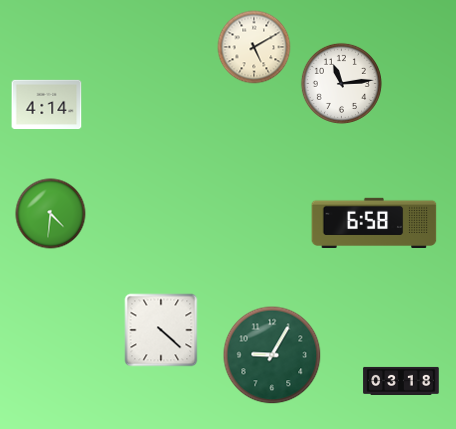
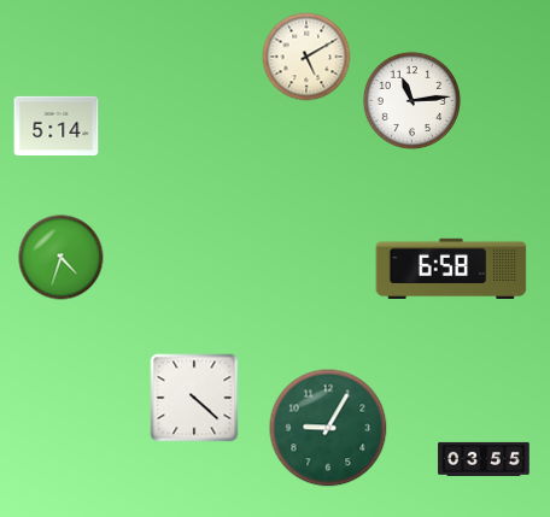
clock at (47, 105): 4:14 -> 5:14
clock at (51, 214): 4:31 -> 4:33
clock at (401, 381): 03:18 -> 03:55
